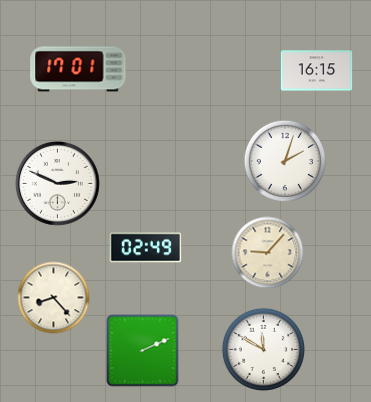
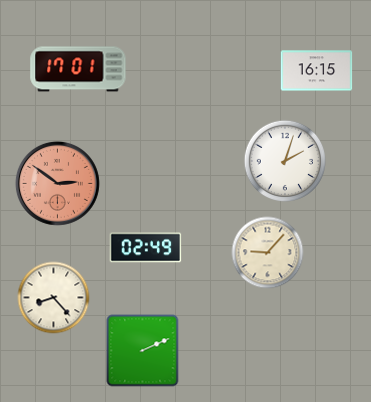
clock at (57, 183): 2:49 -> 2:51
clock at (57, 183) dial: white -> salmon
clock at (263, 349): 11:50 -> none
